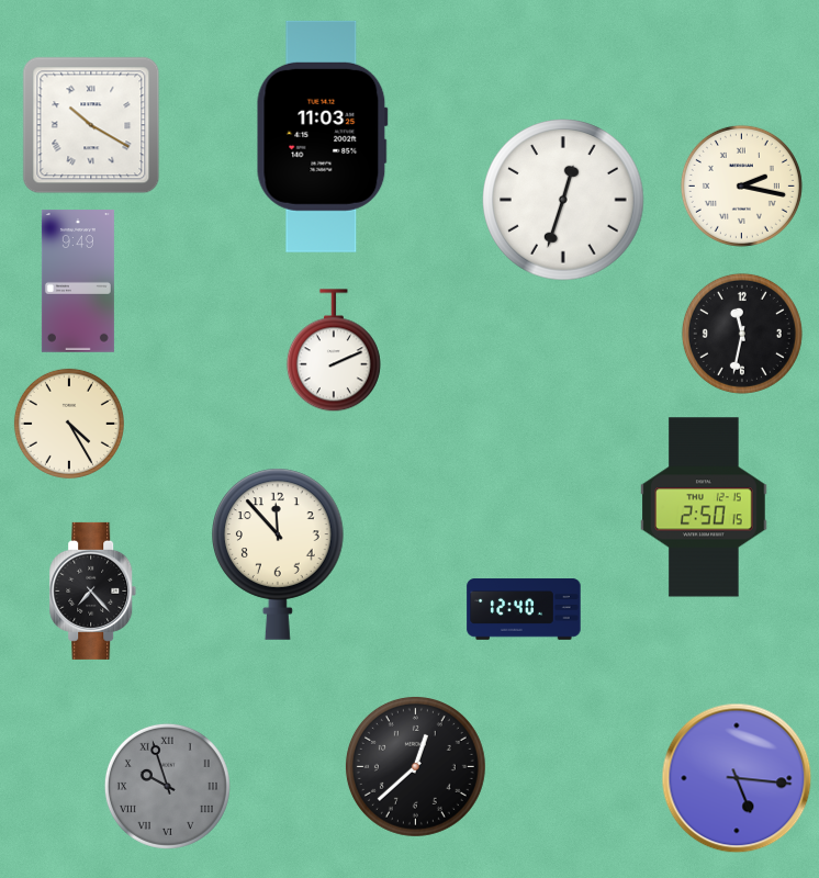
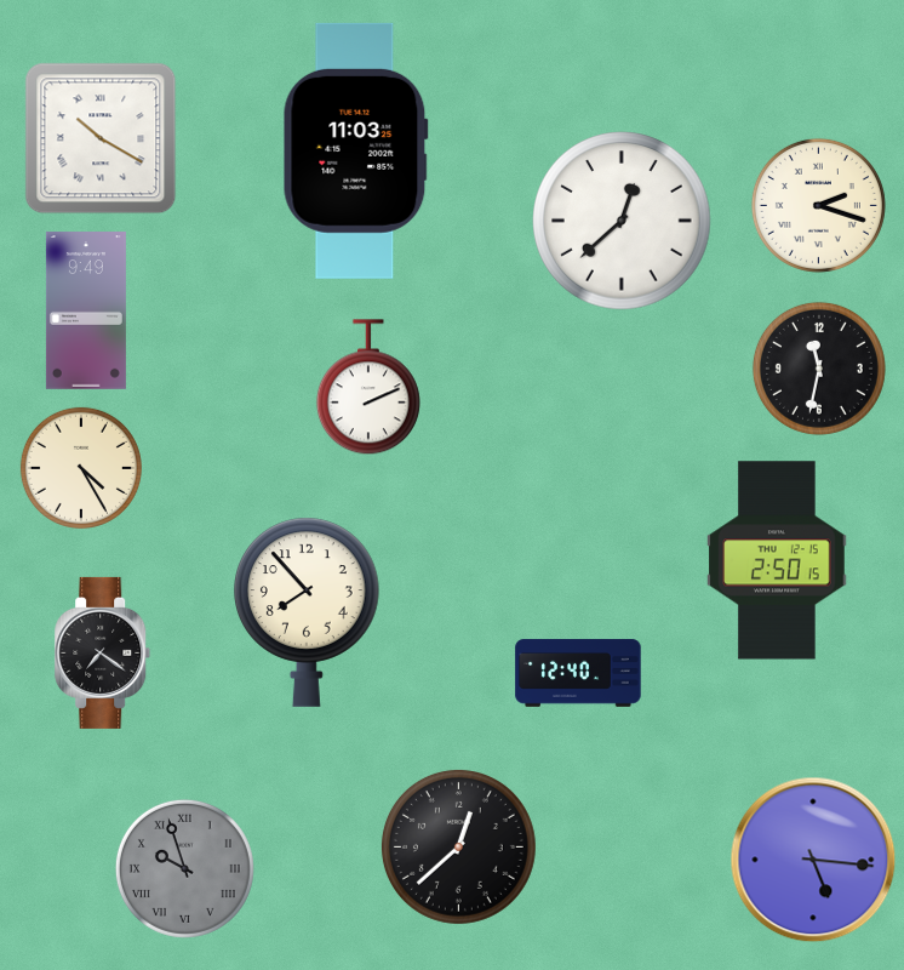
clock at (741, 185): 2:17 -> 2:18
clock at (563, 200): 12:33 -> 12:38
clock at (69, 424) position: (69, 424) -> (81, 468)
clock at (279, 554): 11:53 -> 7:53
clock at (93, 590): 7:23 -> 7:21
